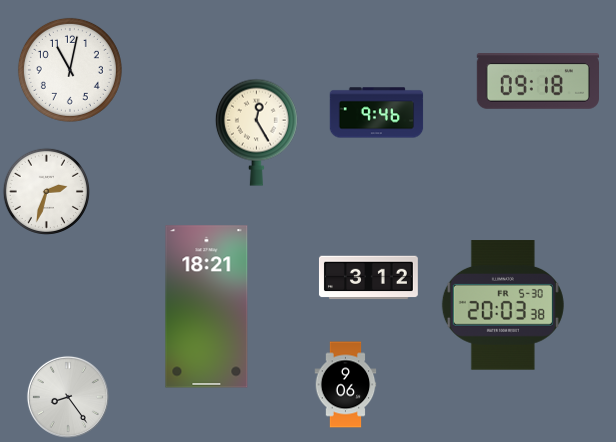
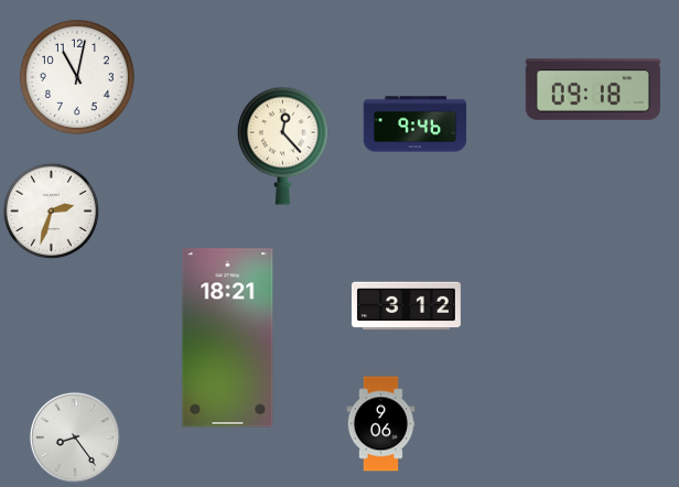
clock at (256, 132): 12:25 -> 12:23
clock at (503, 305): 20:03 -> none
